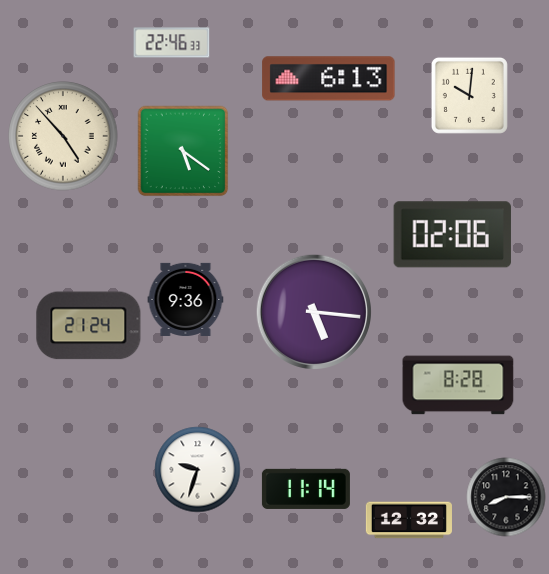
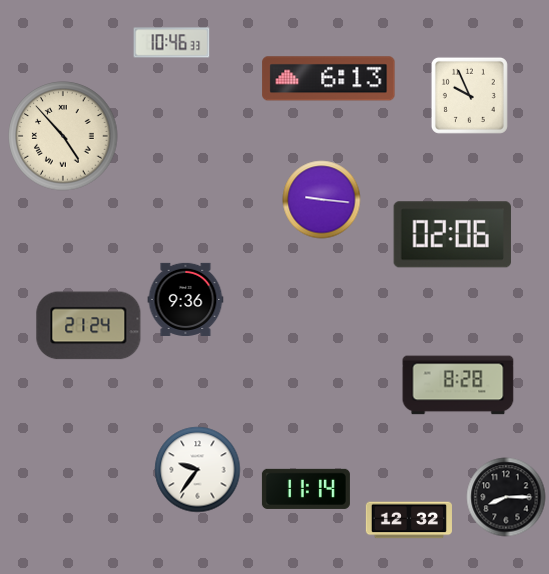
clock at (172, 43): 22:46 -> 10:46
clock at (469, 95): 10:01 -> 9:56
clock at (183, 151): 5:21 -> none
clock at (322, 200): none -> 9:16
clock at (314, 312): 5:16 -> none
clock at (198, 470): 9:33 -> 9:36
